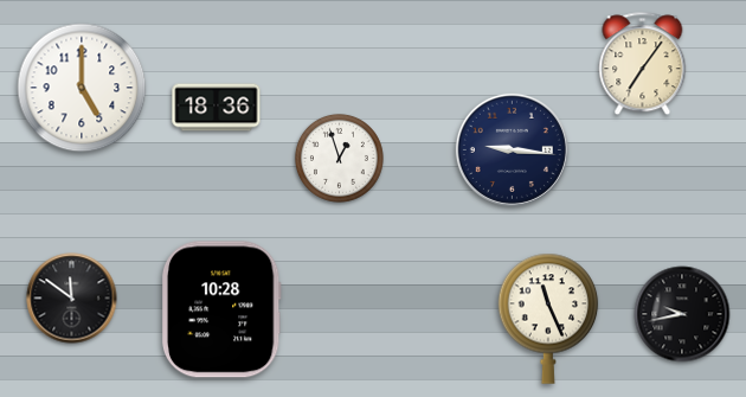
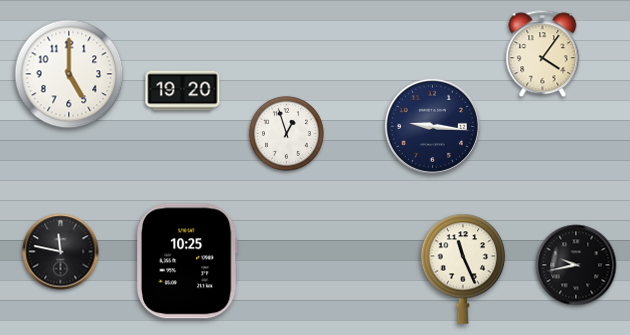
clock at (643, 64): 7:06 -> 4:06
clock at (217, 108): 18:36 -> 19:20
clock at (72, 299): 11:51 -> 11:47
clock at (221, 309): 10:28 -> 10:25
